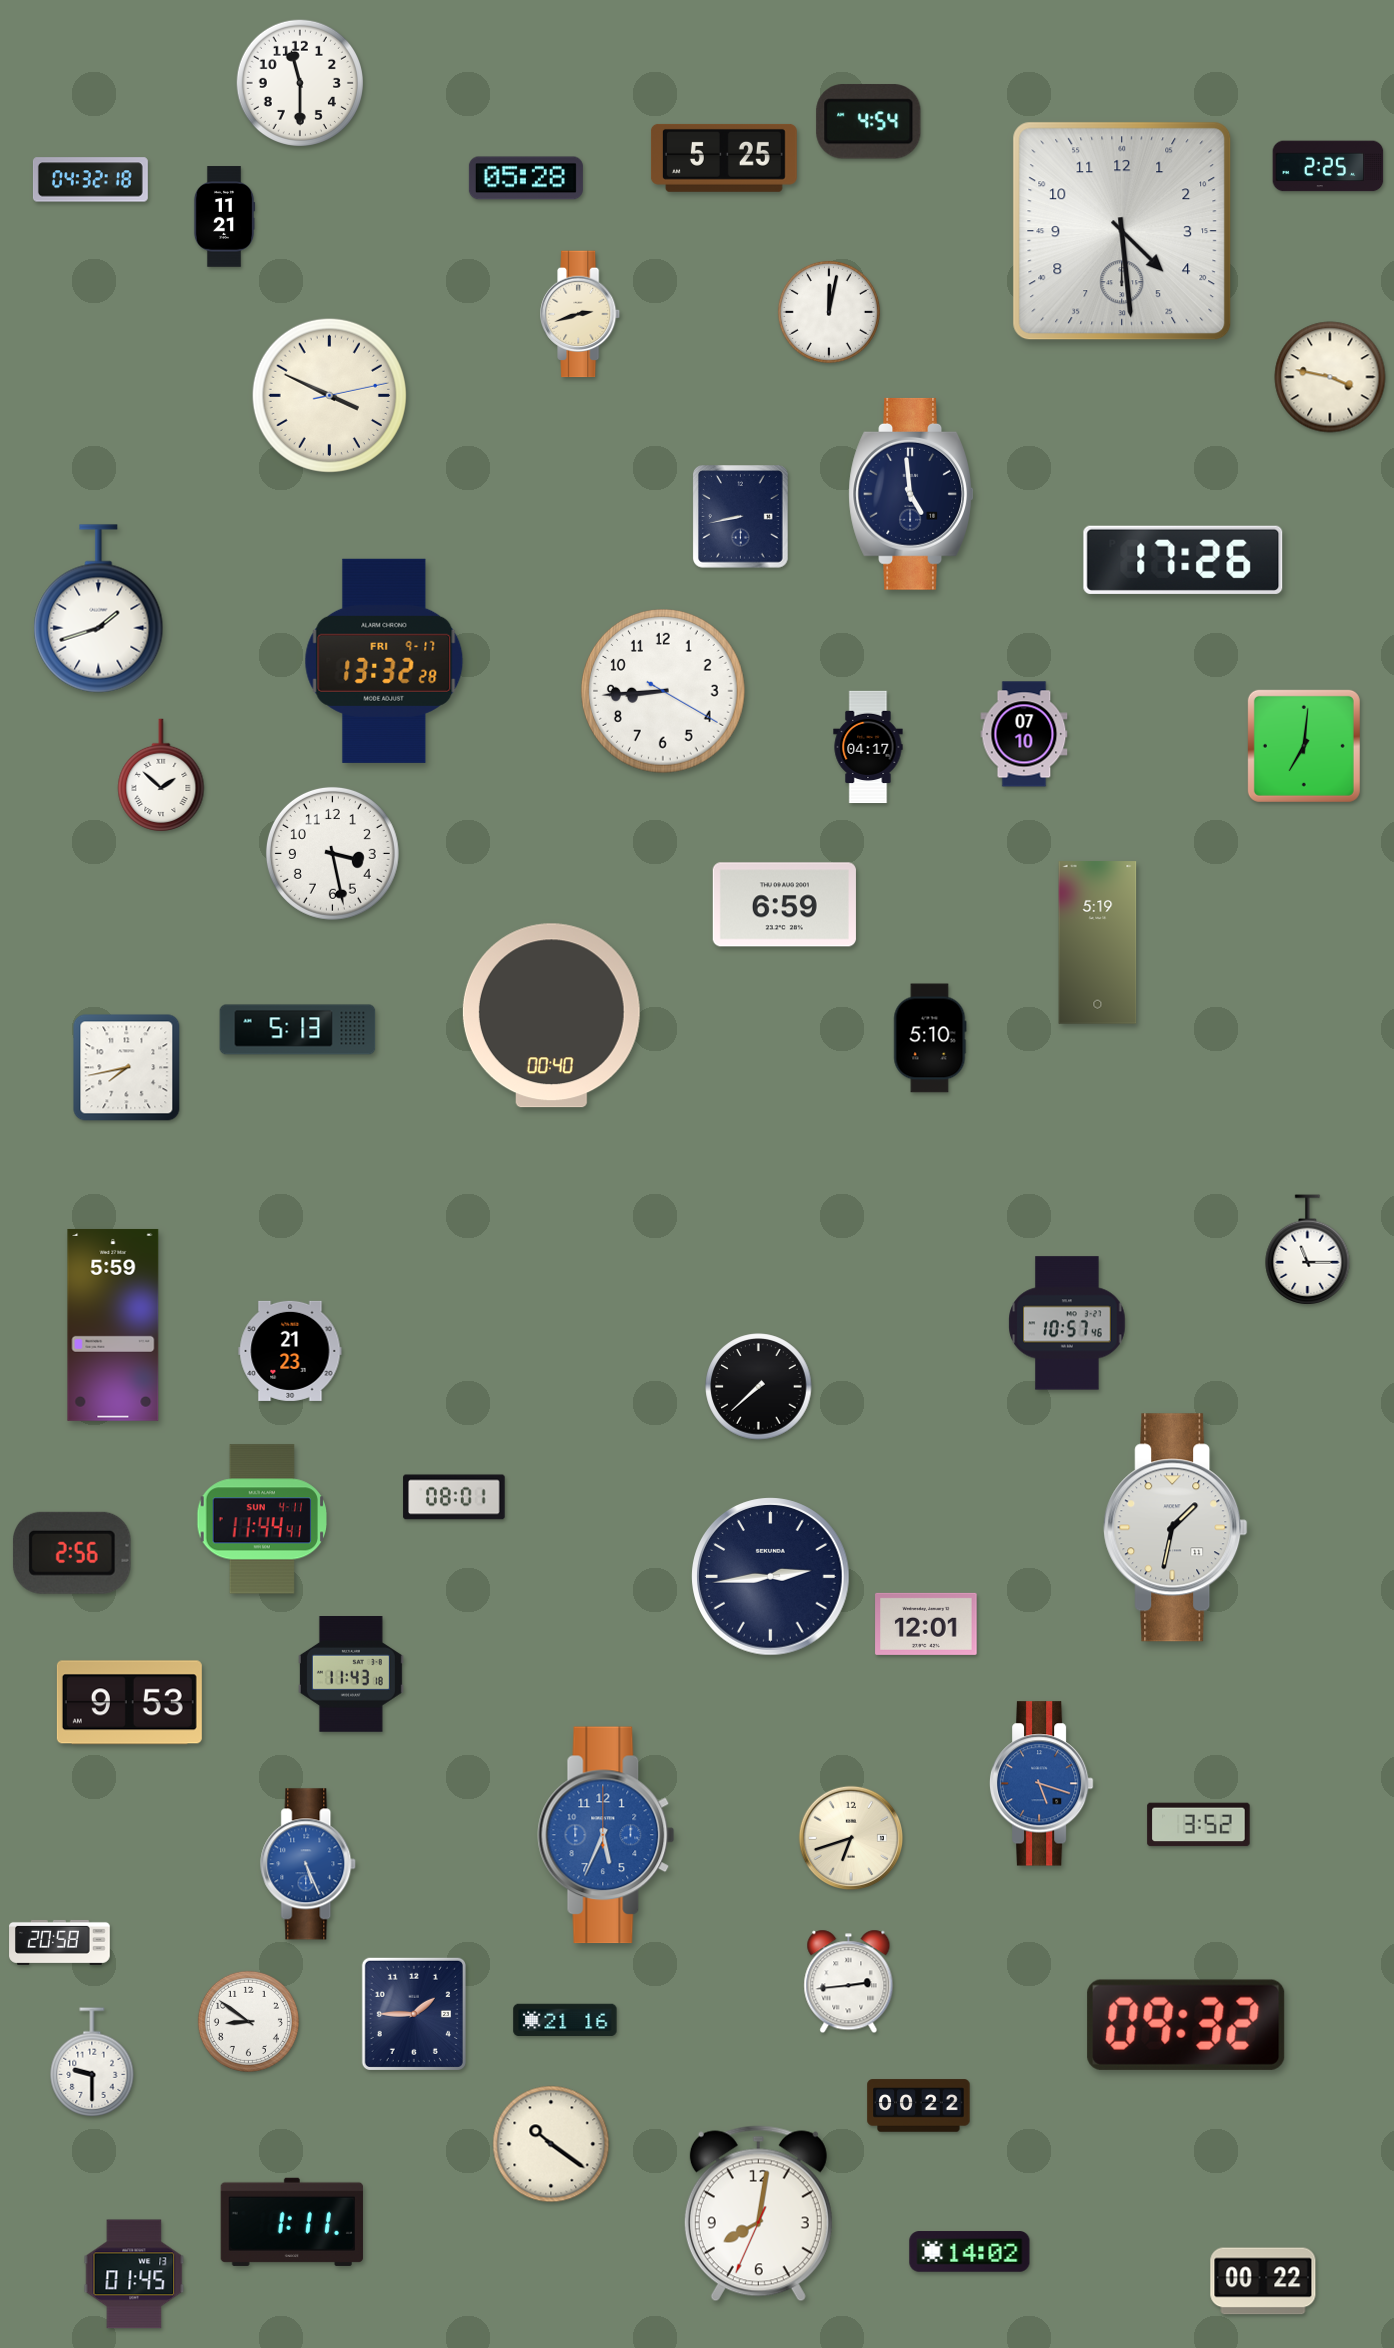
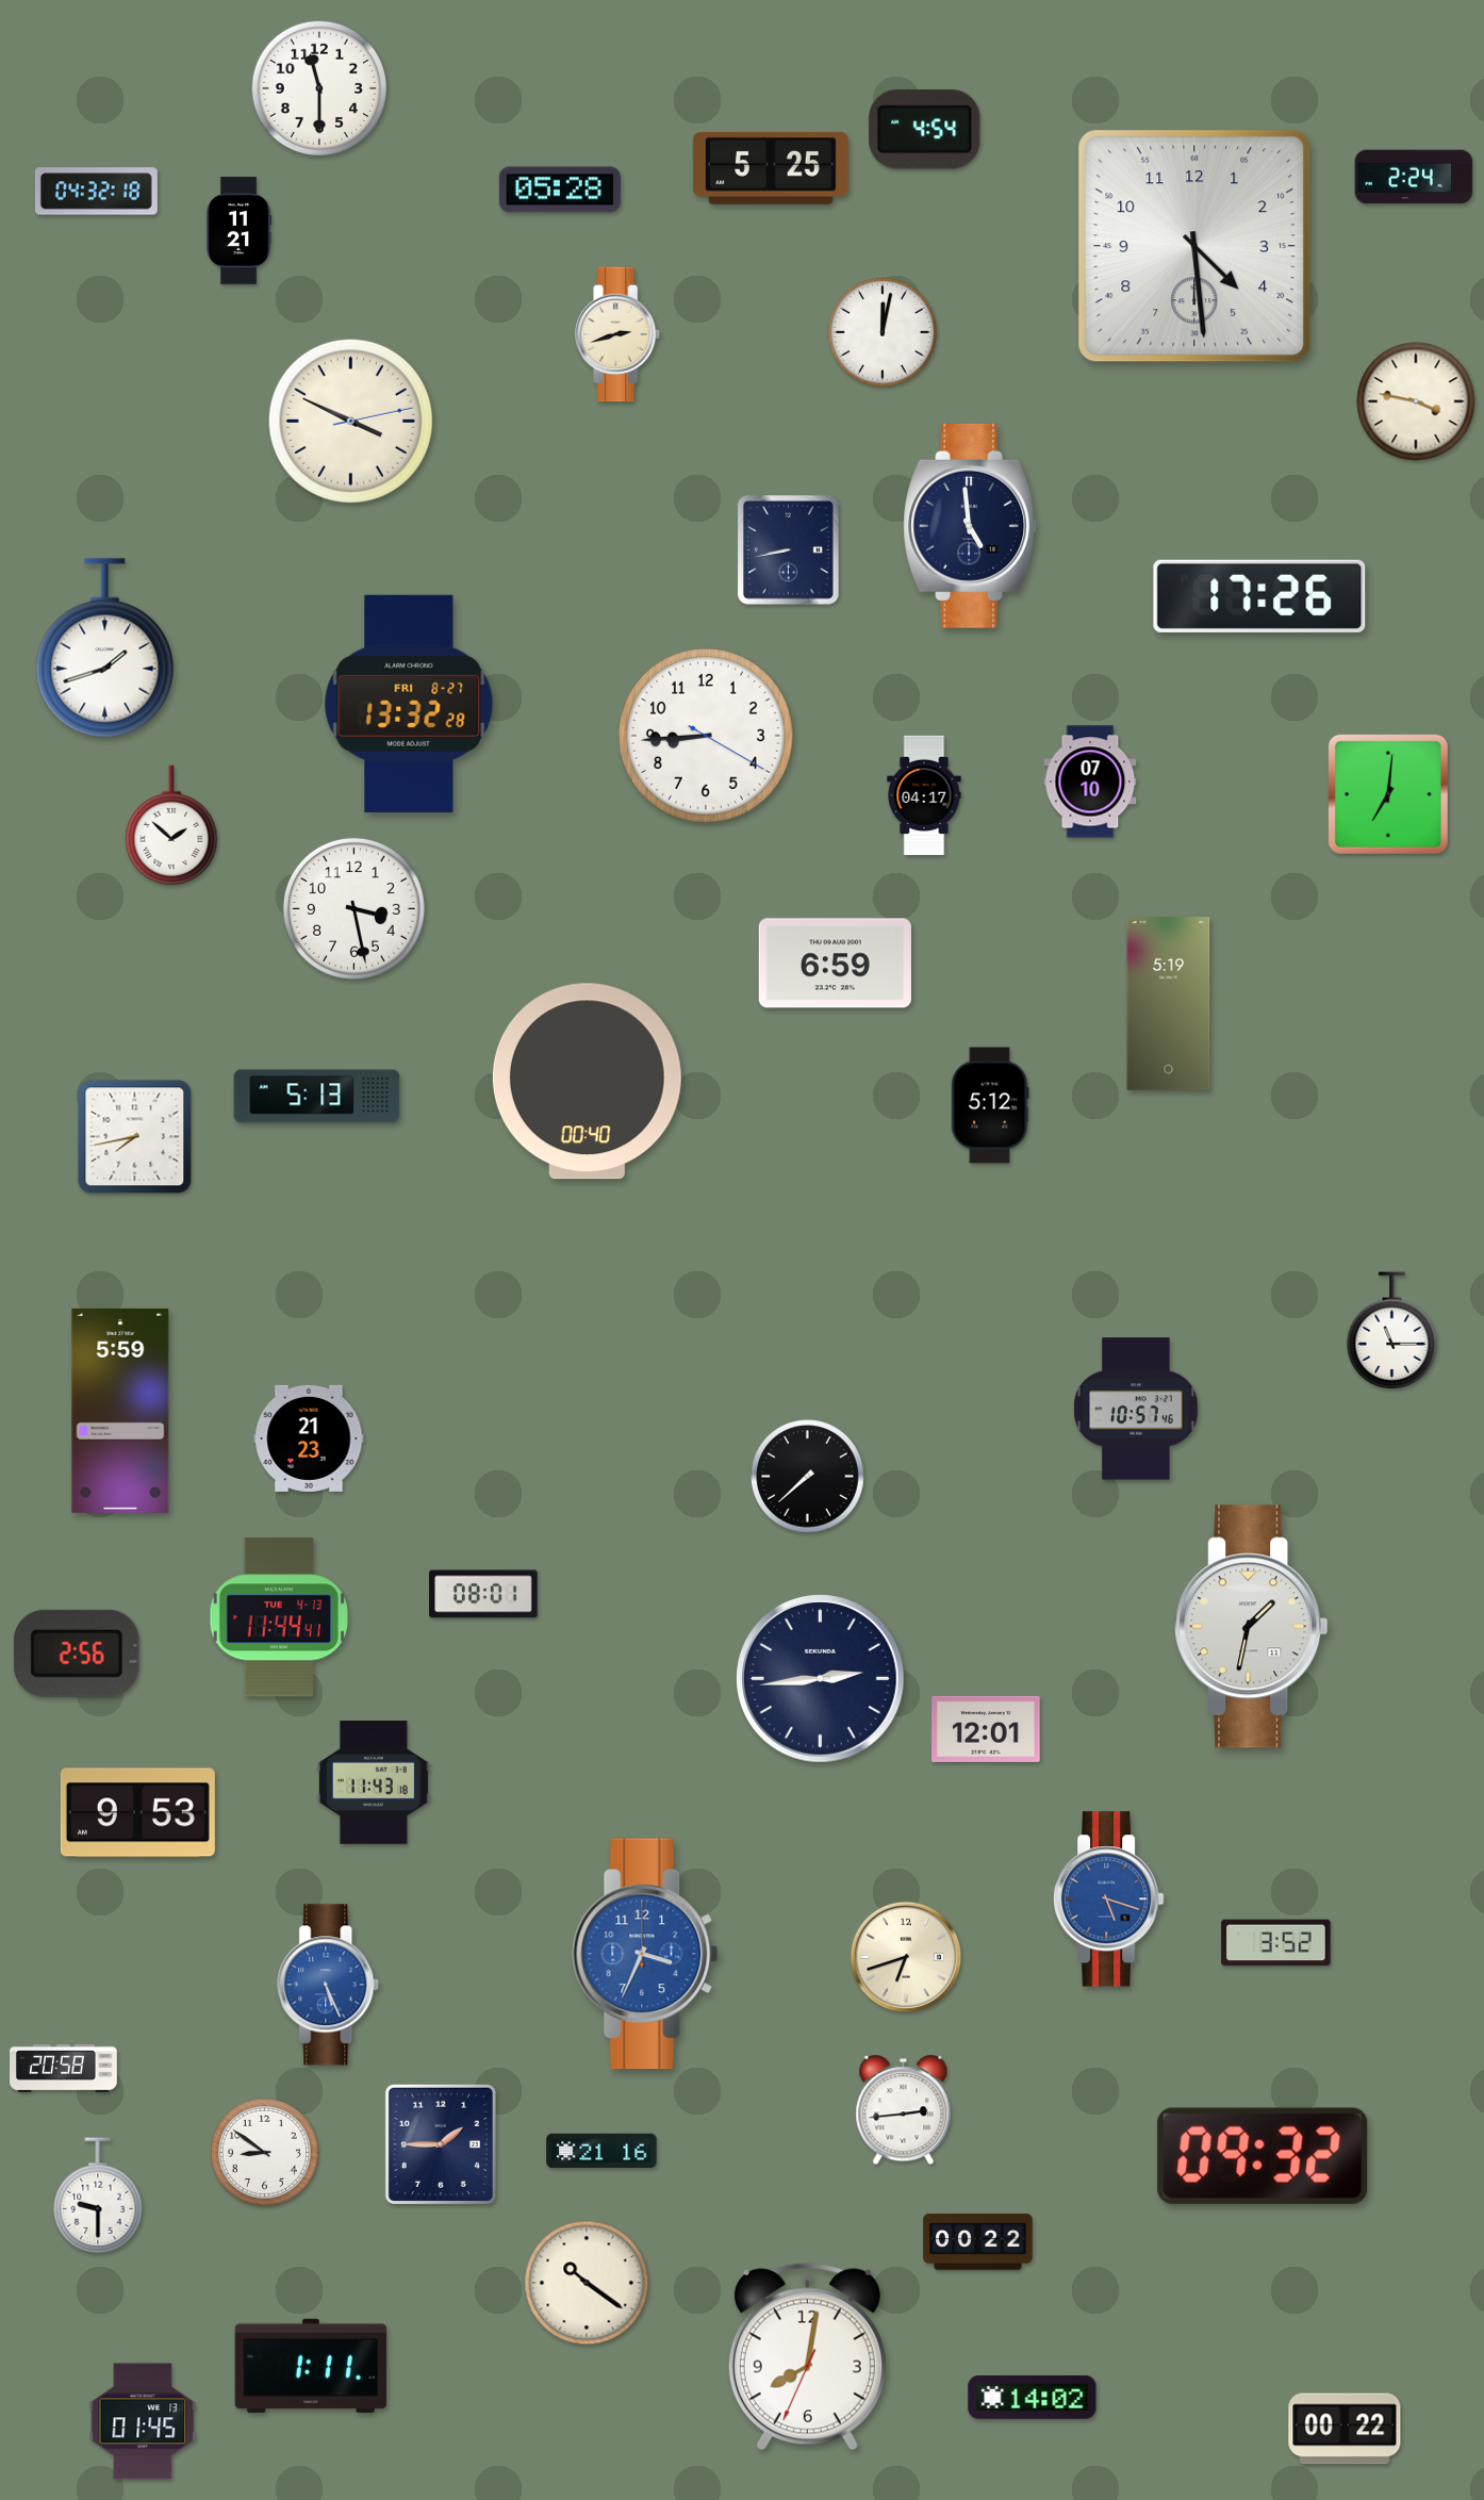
clock at (1328, 166): 2:25 -> 2:24
clock at (384, 661) date: FRI 9-17 -> FRI 8-27
clock at (930, 1038): 5:10 -> 5:12
clock at (261, 1519) date: SUN 4-11 -> TUE 4-13
clock at (606, 1835): 5:34 -> 3:34
